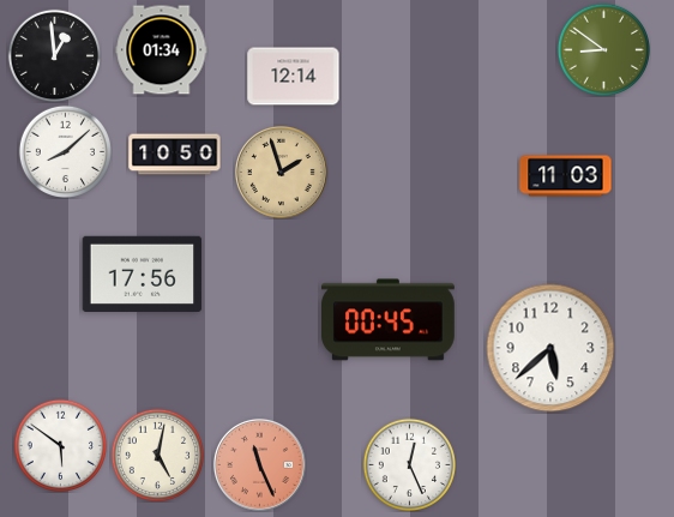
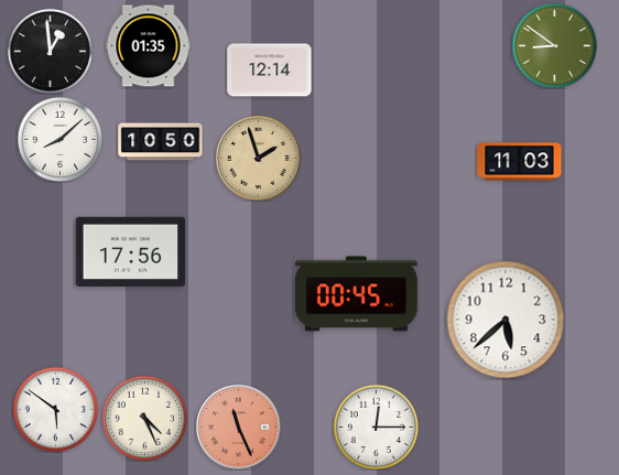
clock at (162, 50): 01:34 -> 01:35
clock at (157, 455): 5:02 -> 4:26
clock at (409, 464): 12:26 -> 12:15
